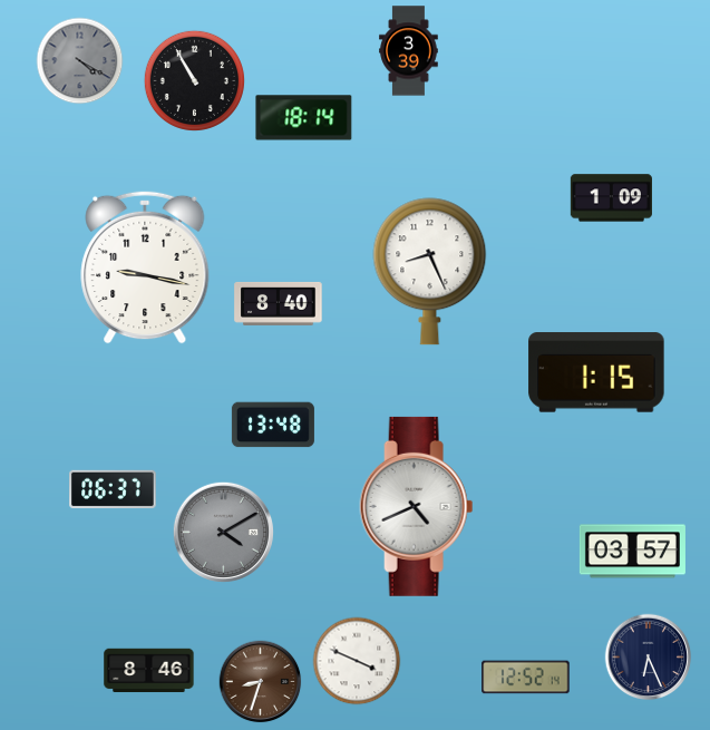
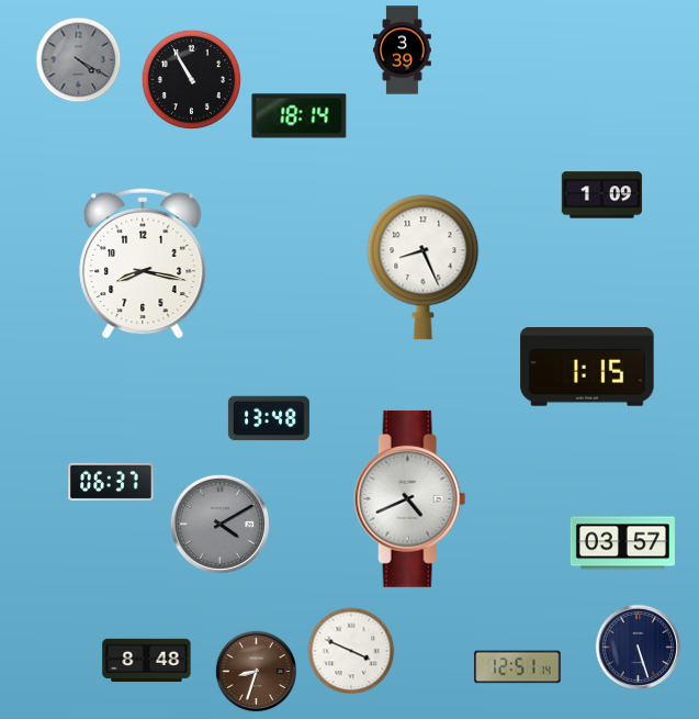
clock at (145, 267): 9:17 -> 8:17
clock at (279, 303): 8:40 -> none
clock at (649, 658): 6:26 -> 5:27
clock at (149, 671): 8:46 -> 8:48
clock at (526, 678): 12:52 -> 12:51
